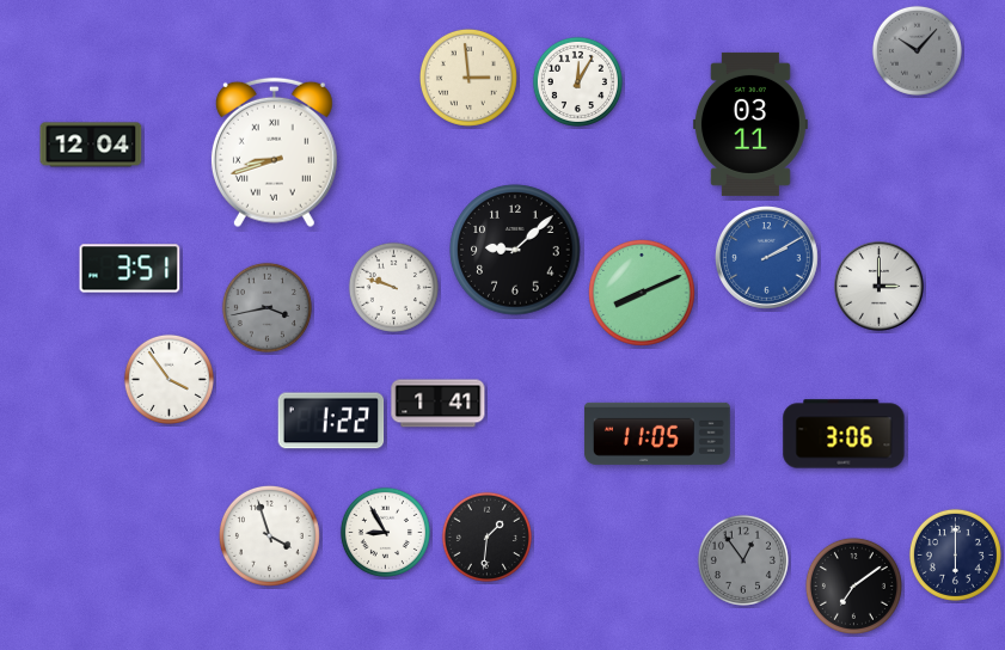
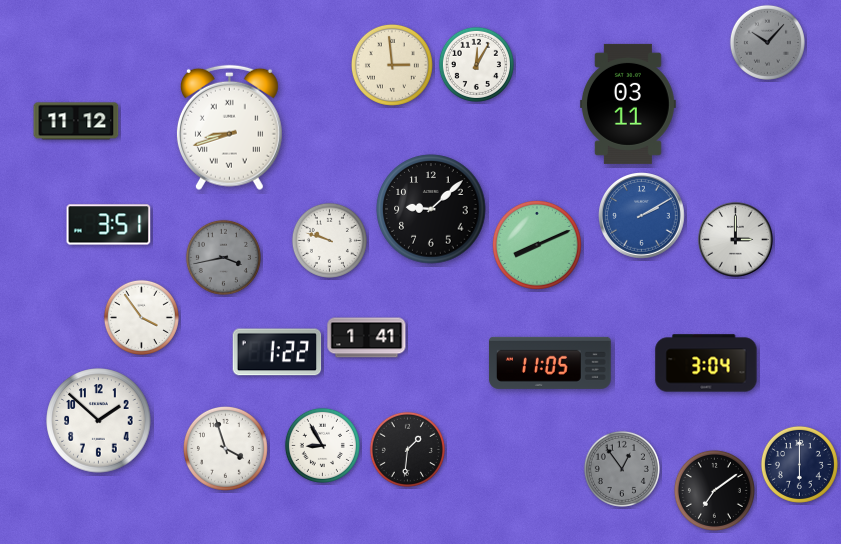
clock at (577, 81) position: (577, 81) -> (476, 64)
clock at (91, 145): 12:04 -> 11:12
clock at (844, 434): 3:06 -> 3:04
clock at (99, 421): none -> 1:52
